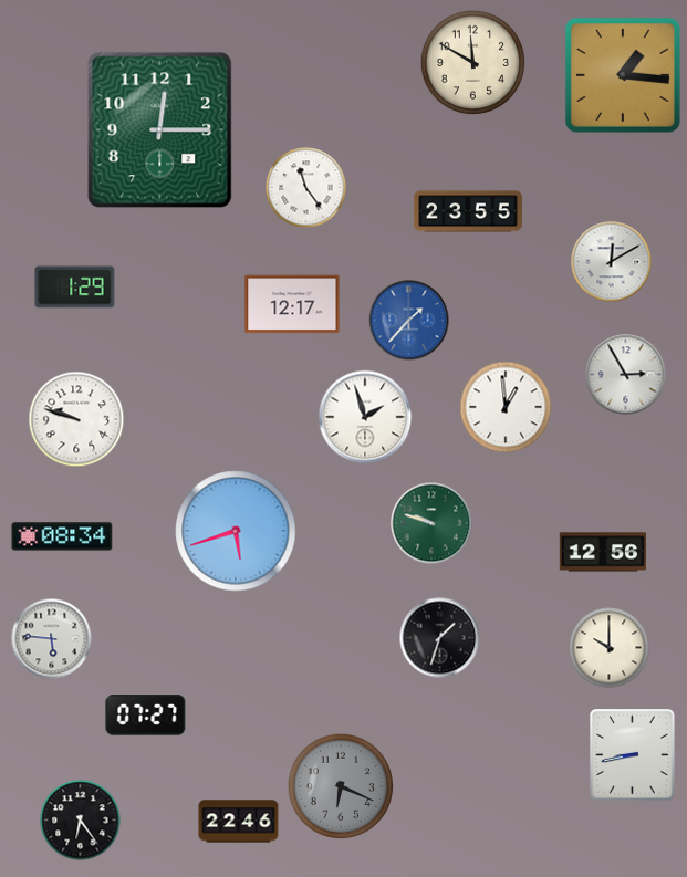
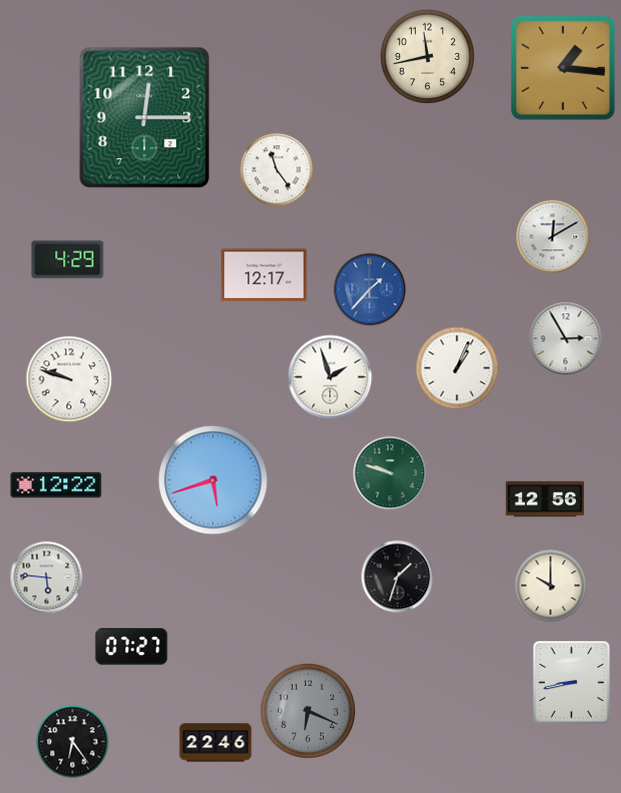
clock at (473, 63): 11:50 -> 11:43
clock at (468, 211): 23:55 -> none
clock at (75, 288): 1:29 -> 4:29
clock at (506, 407): 12:59 -> 1:04
clock at (62, 536): 08:34 -> 12:22
